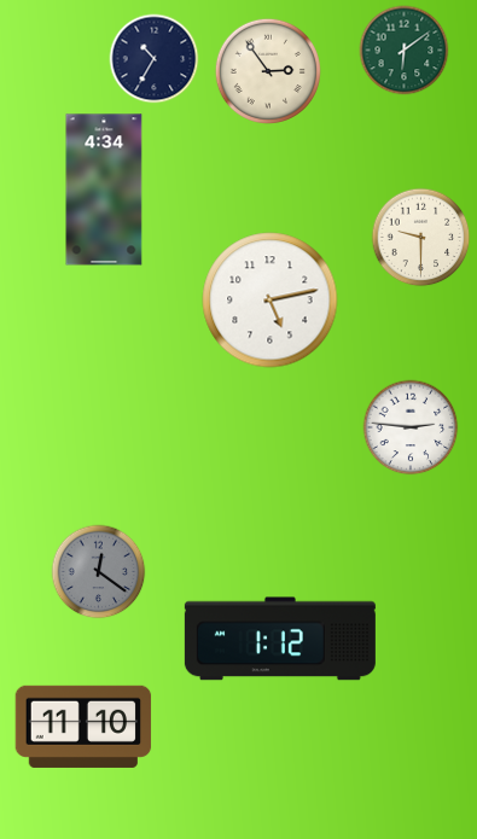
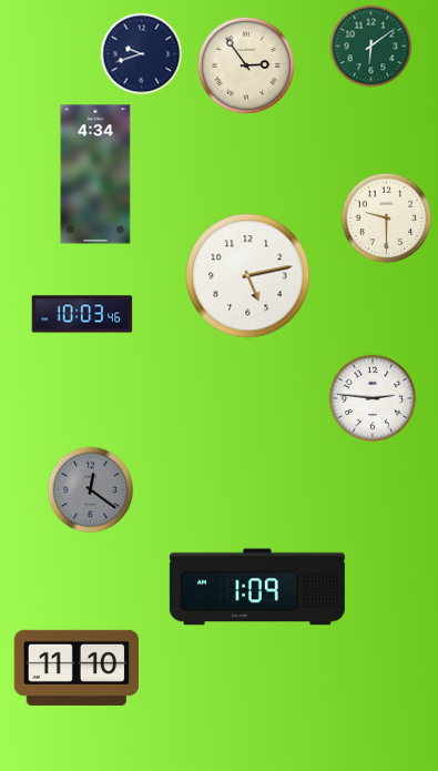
clock at (155, 59): 10:35 -> 9:42
clock at (82, 314): none -> 10:03
clock at (411, 427) position: (411, 427) -> (373, 398)
clock at (99, 572) position: (99, 572) -> (91, 490)
clock at (280, 639): 1:12 -> 1:09
